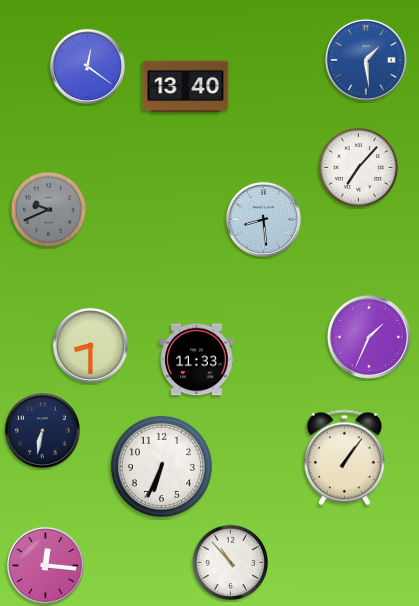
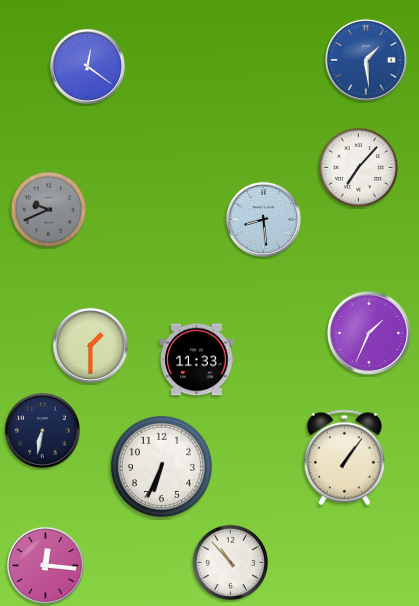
clock at (186, 87): 13:40 -> none
clock at (369, 337) position: (369, 337) -> (369, 333)
clock at (90, 345): 8:30 -> 1:30
